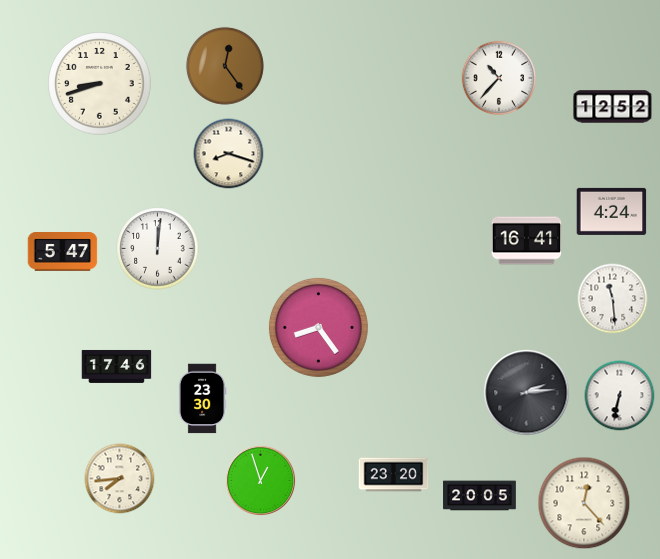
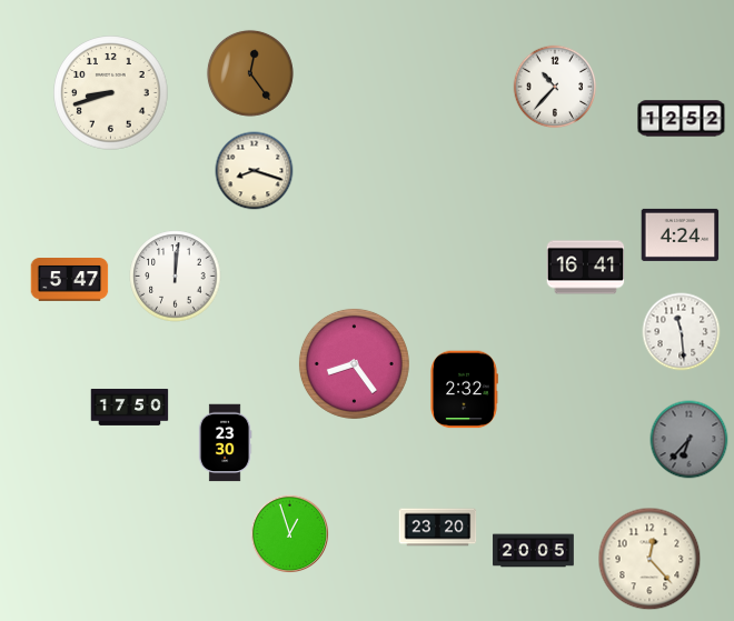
clock at (464, 390): none -> 2:32
clock at (117, 366): 17:46 -> 17:50
clock at (527, 393): 2:14 -> none
clock at (620, 396): 6:32 -> 6:37
clock at (620, 396) dial: white -> grey
clock at (120, 479): 7:44 -> none
